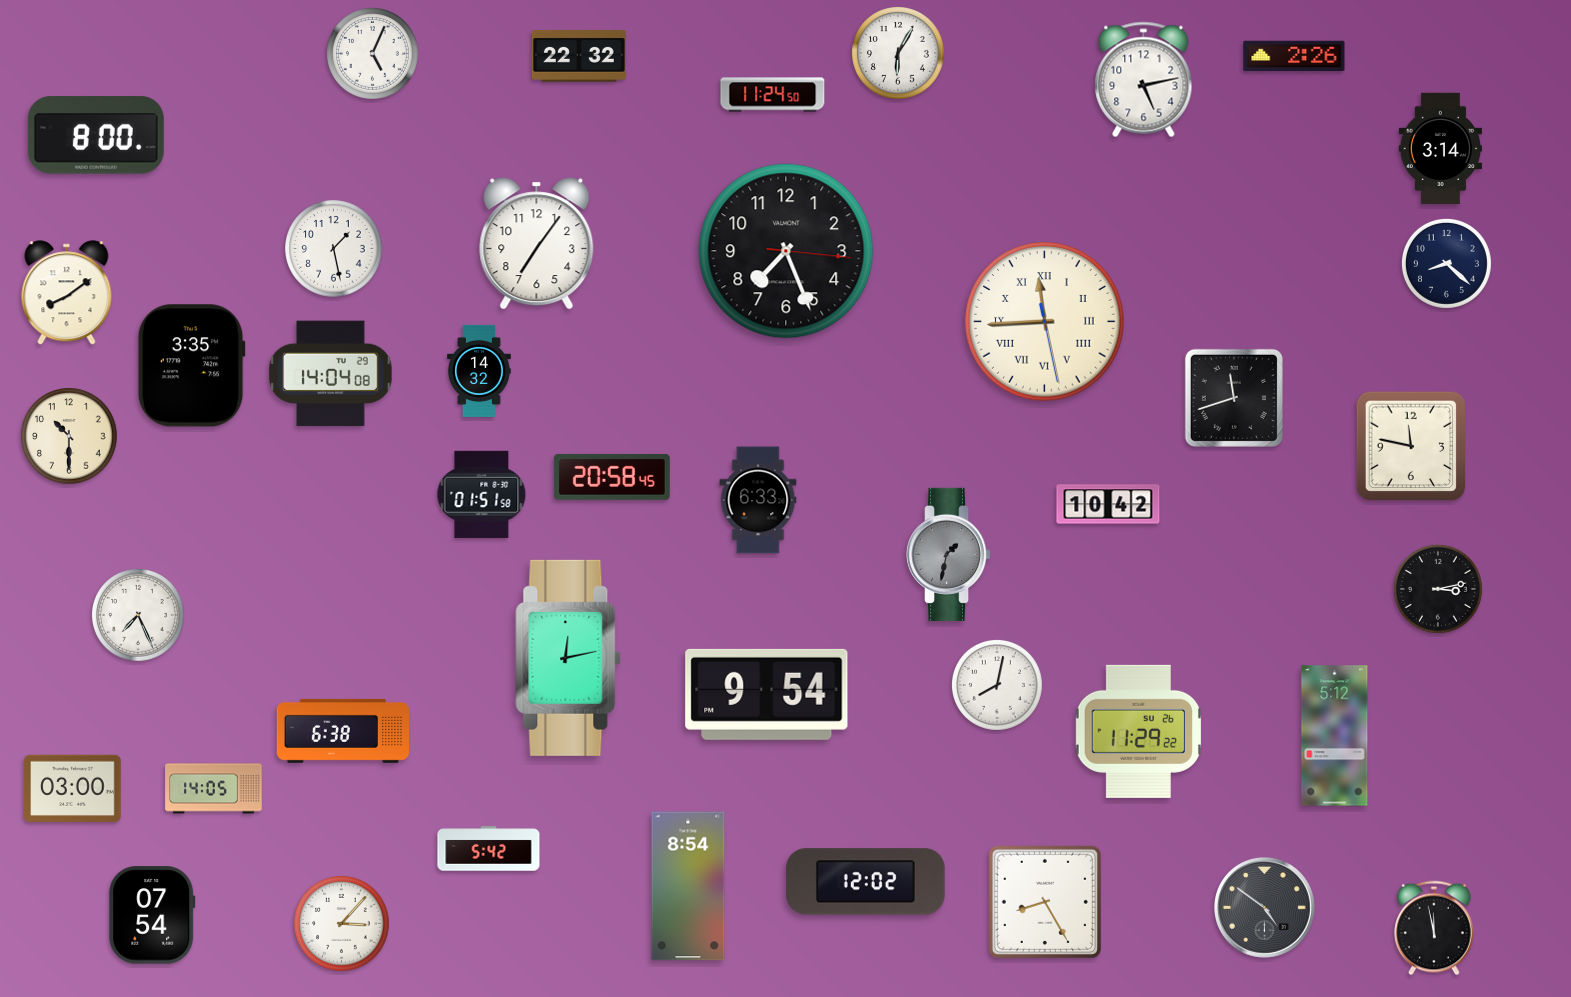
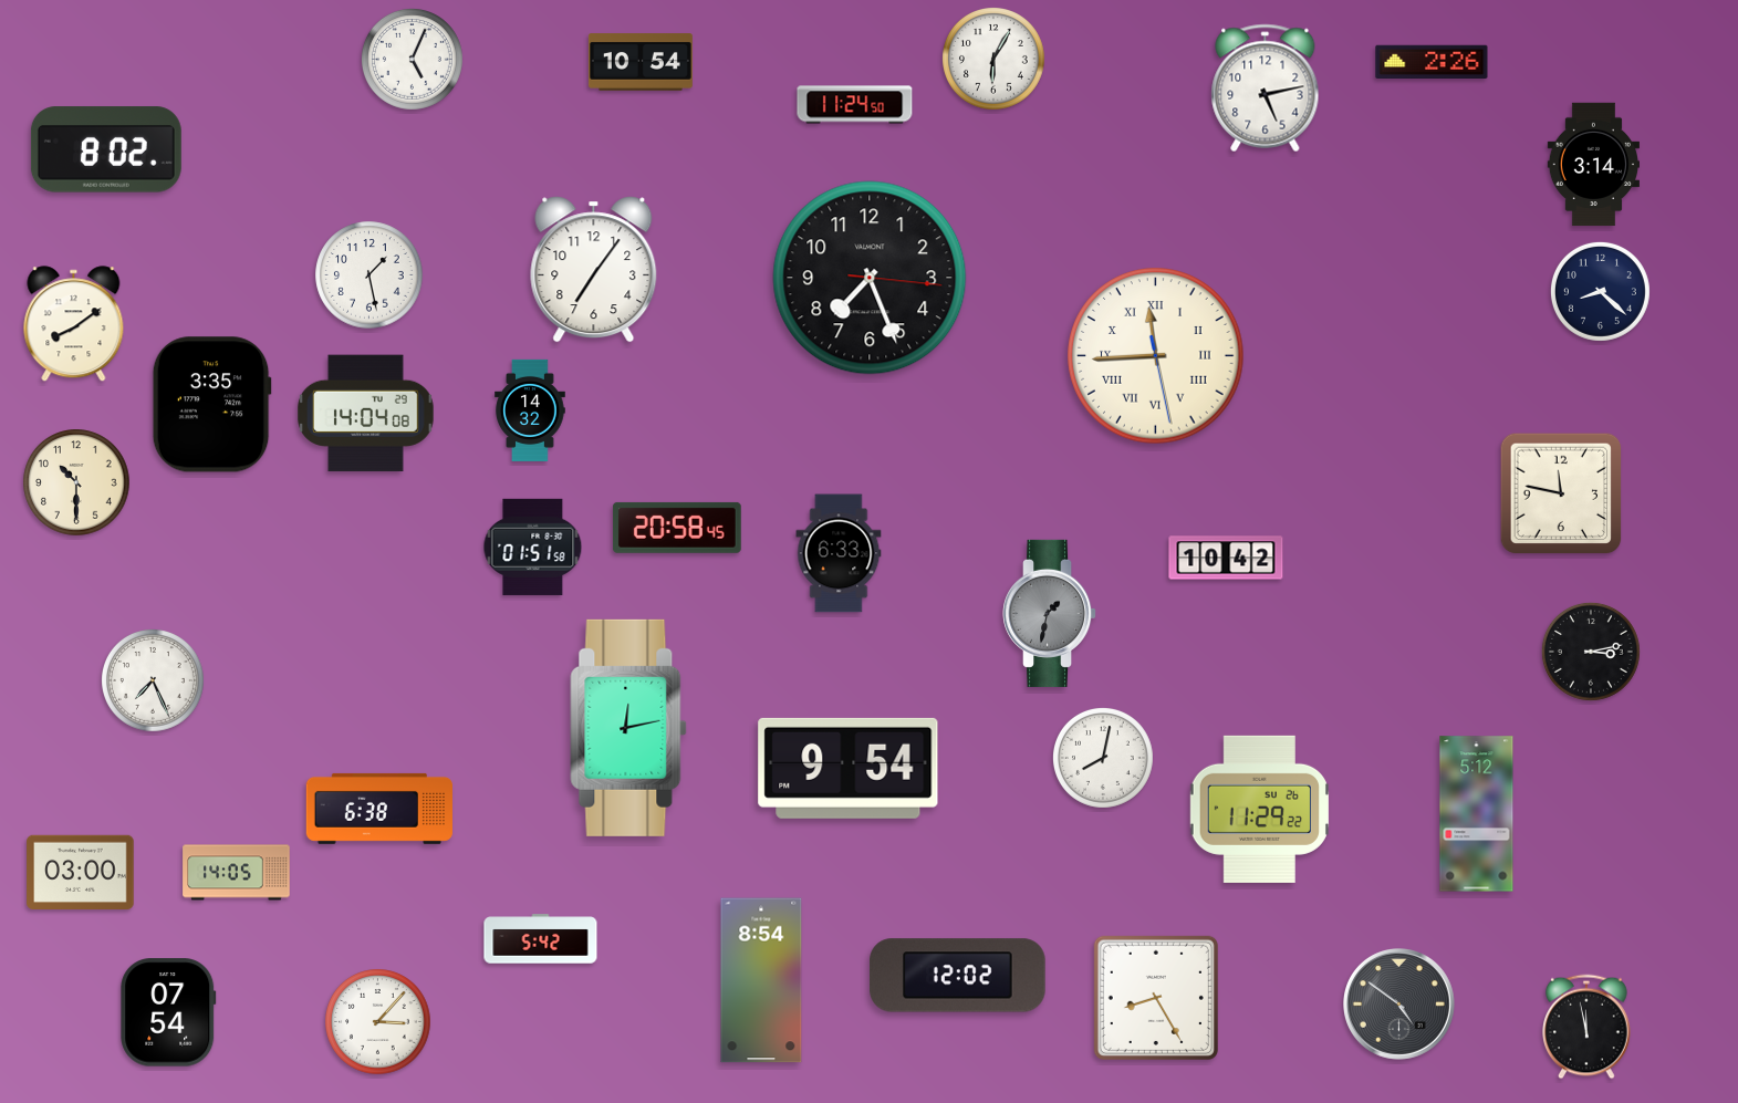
clock at (579, 56): 22:32 -> 10:54
clock at (96, 135): 8:00 -> 8:02
clock at (1234, 398): 11:42 -> none
